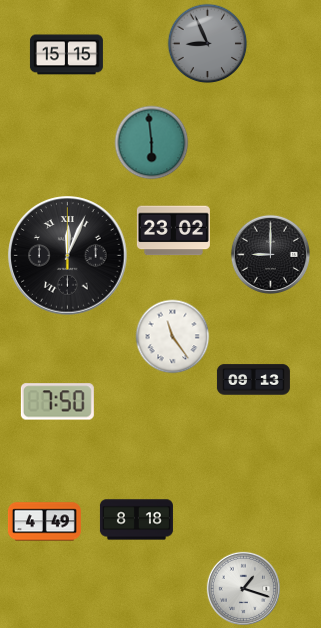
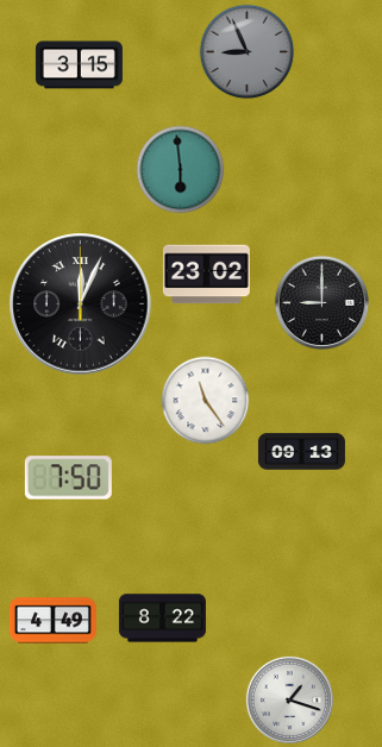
clock at (66, 55): 15:15 -> 3:15
clock at (136, 520): 8:18 -> 8:22
